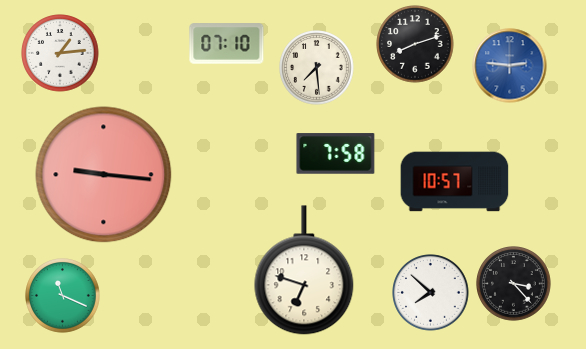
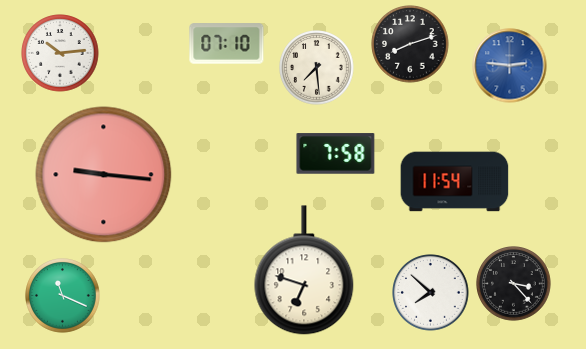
clock at (415, 44) position: (415, 44) -> (410, 44)
clock at (60, 53): 1:14 -> 10:14
clock at (455, 182): 10:57 -> 11:54
